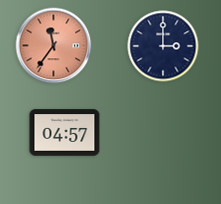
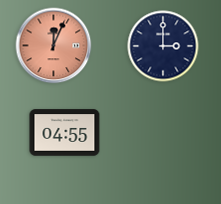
clock at (54, 46): 11:36 -> 12:04
clock at (65, 133): 04:57 -> 04:55
